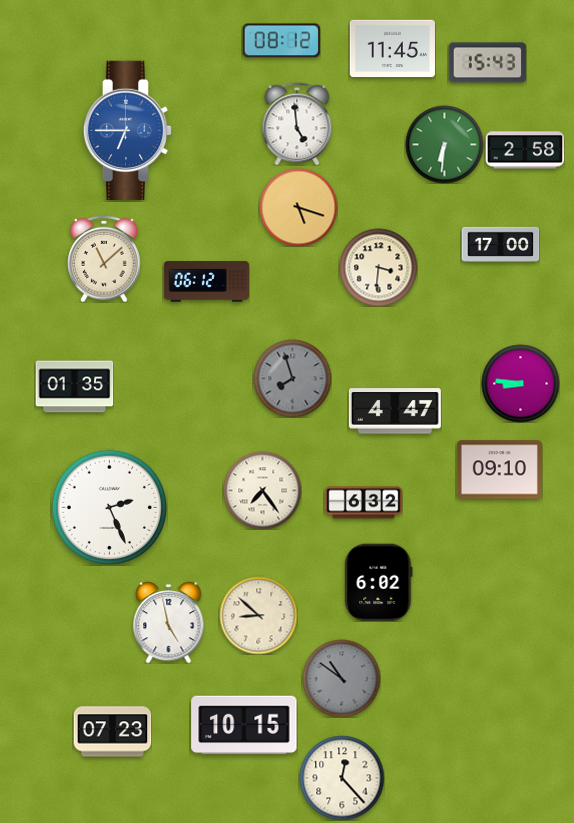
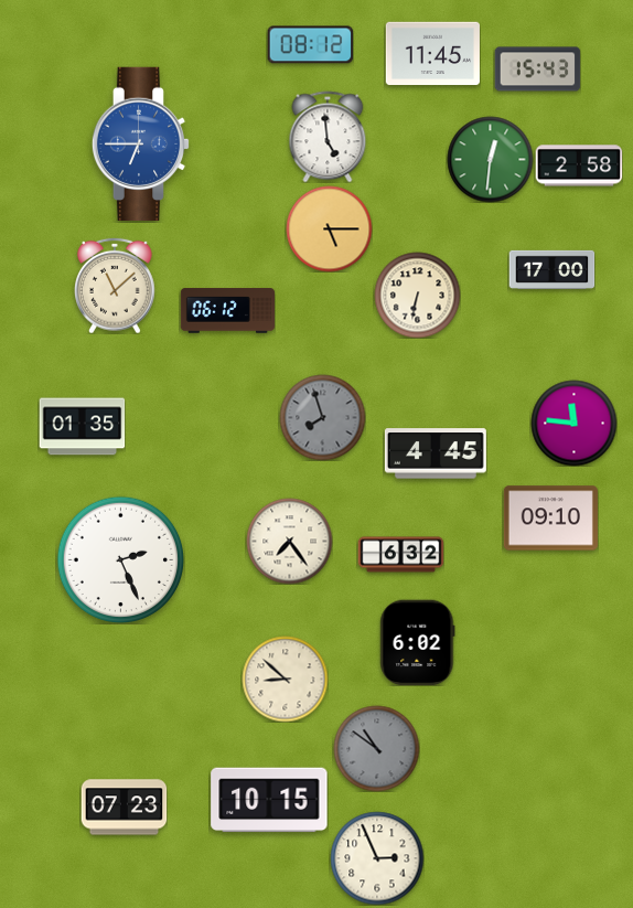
clock at (444, 144): 6:31 -> 12:31
clock at (298, 207): 5:18 -> 5:15
clock at (378, 267): 3:31 -> 6:32
clock at (520, 383): 8:46 -> 11:46
clock at (395, 411): 4:47 -> 4:45
clock at (169, 622): 4:58 -> none
clock at (342, 778): 12:23 -> 2:56
